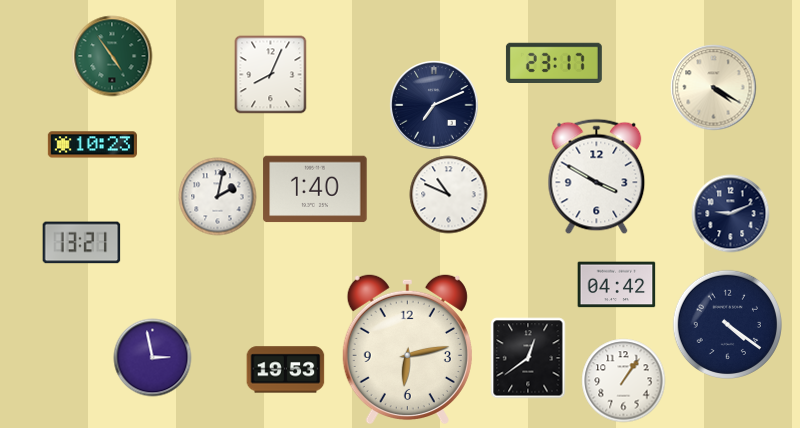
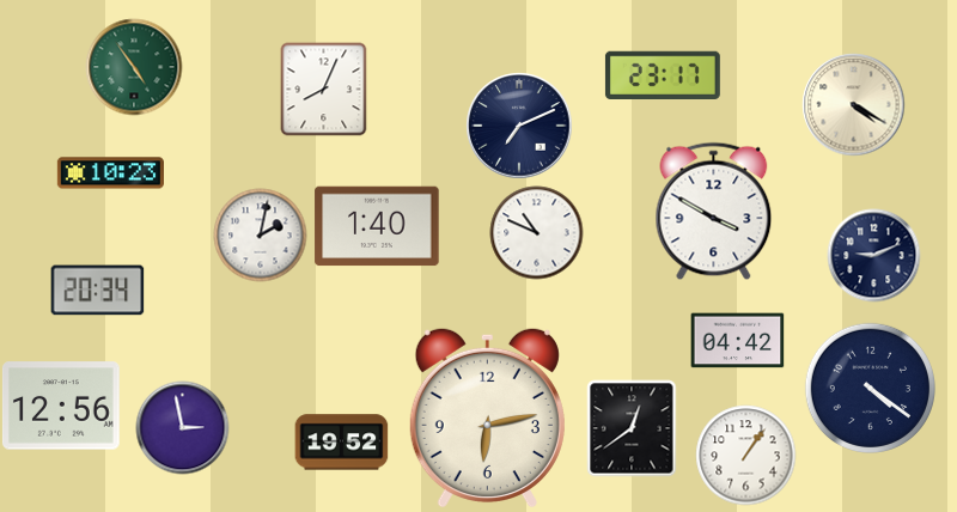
clock at (81, 243): 13:21 -> 20:34
clock at (61, 406): none -> 12:56
clock at (285, 370): 19:53 -> 19:52
